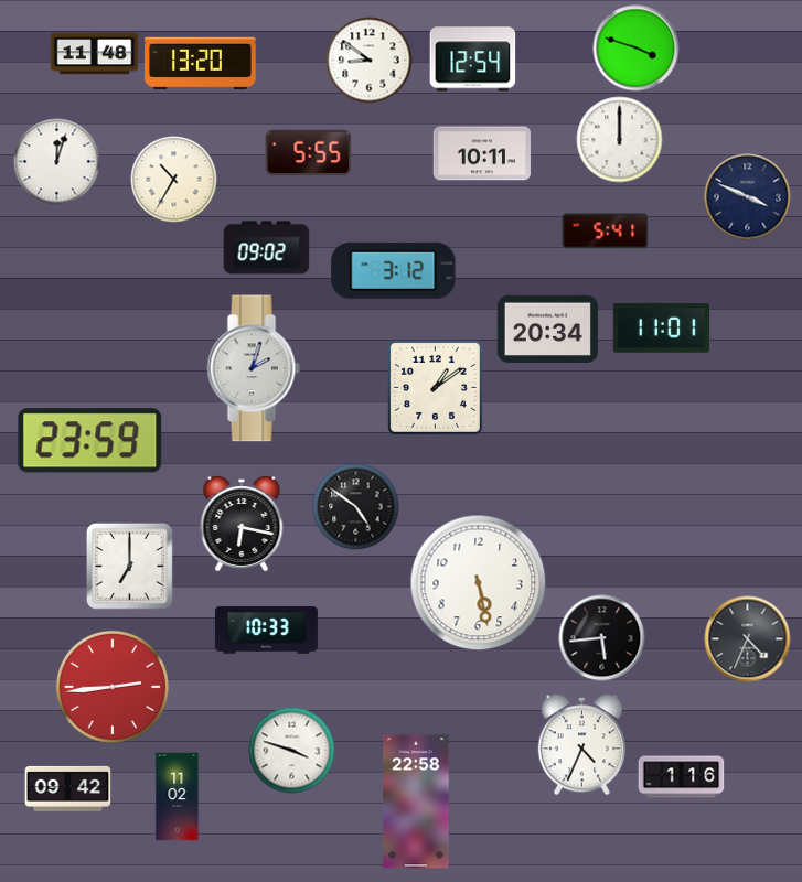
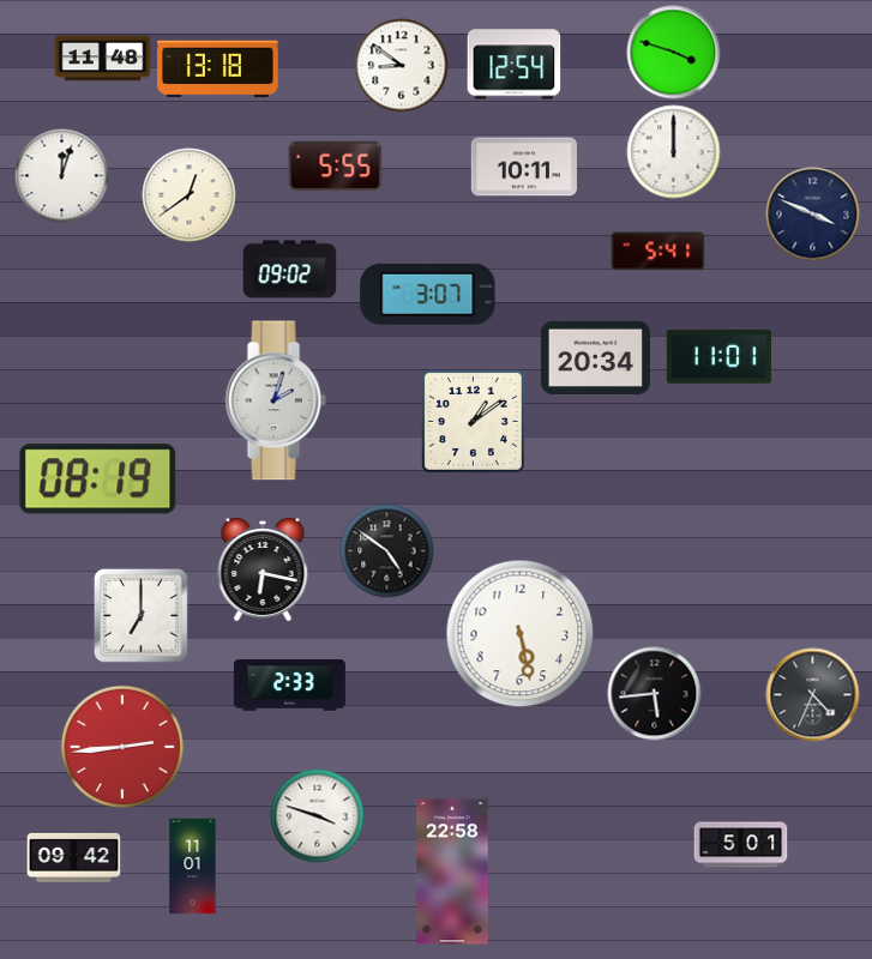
clock at (635, 47) position: (635, 47) -> (673, 52)
clock at (201, 64): 13:20 -> 13:18
clock at (173, 179): 10:35 -> 12:39
clock at (394, 270): 3:12 -> 3:07
clock at (90, 441): 23:59 -> 08:19
clock at (266, 631): 10:33 -> 2:33
clock at (581, 744): 4:34 -> none
clock at (681, 777): 1:16 -> 5:01
clock at (178, 796): 11:02 -> 11:01
